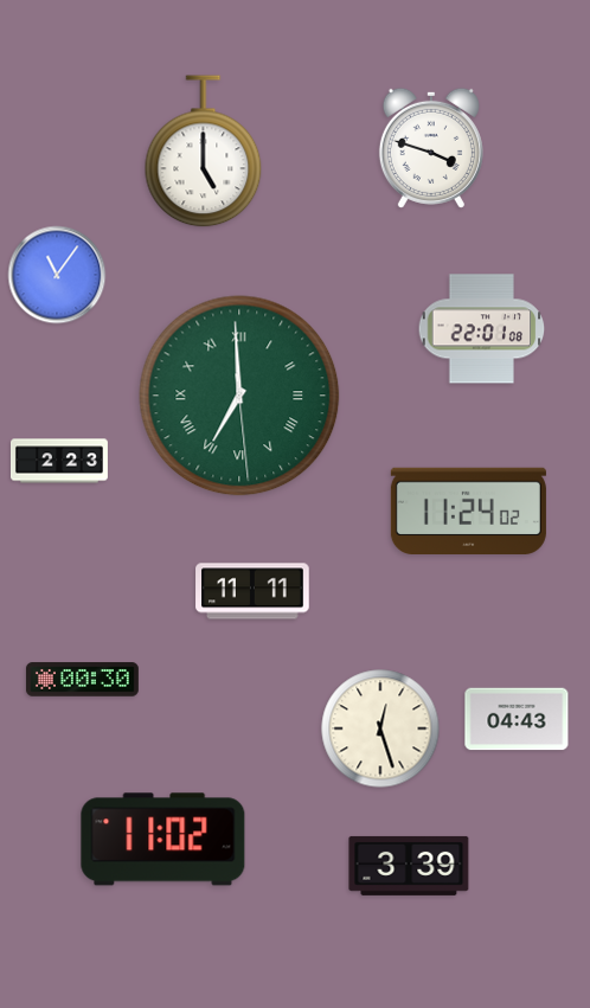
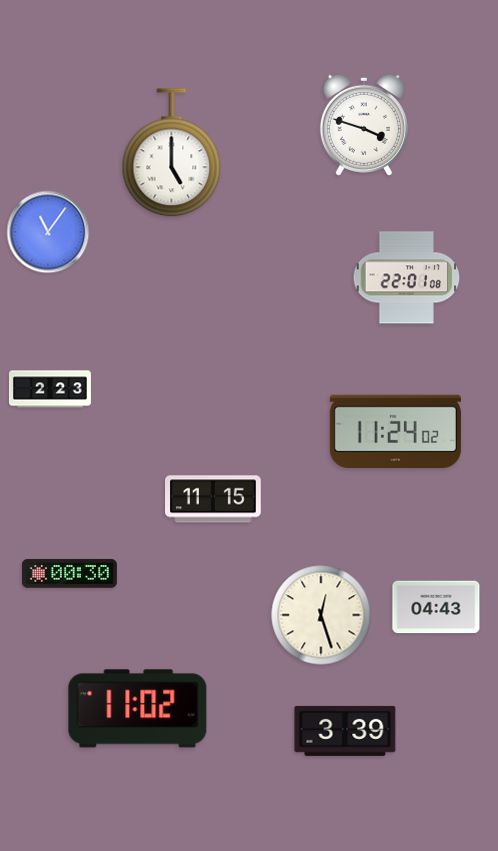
clock at (204, 152) position: (204, 152) -> (172, 153)
clock at (239, 396): 6:59 -> none
clock at (252, 591): 11:11 -> 11:15
